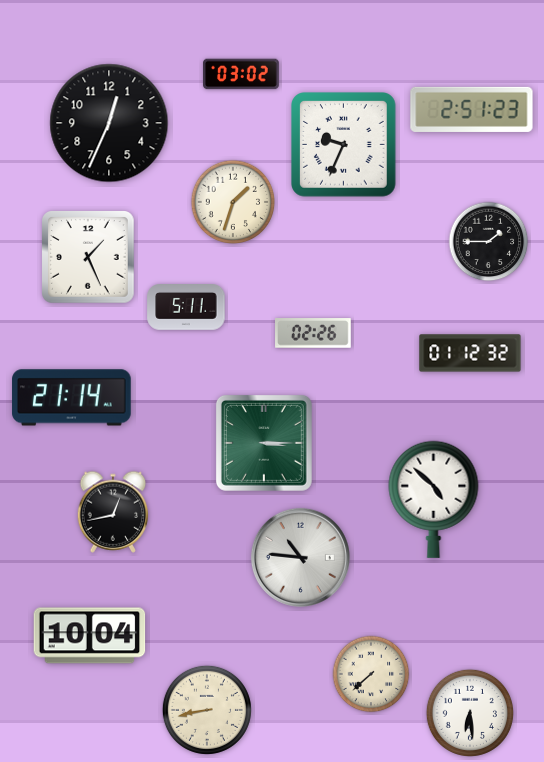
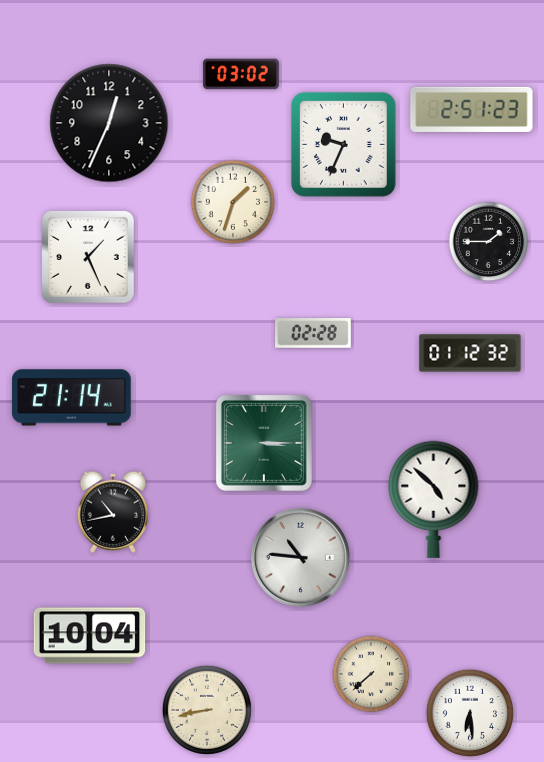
clock at (186, 308): 5:11 -> none
clock at (314, 333): 02:26 -> 02:28
clock at (113, 512): 12:43 -> 10:43
